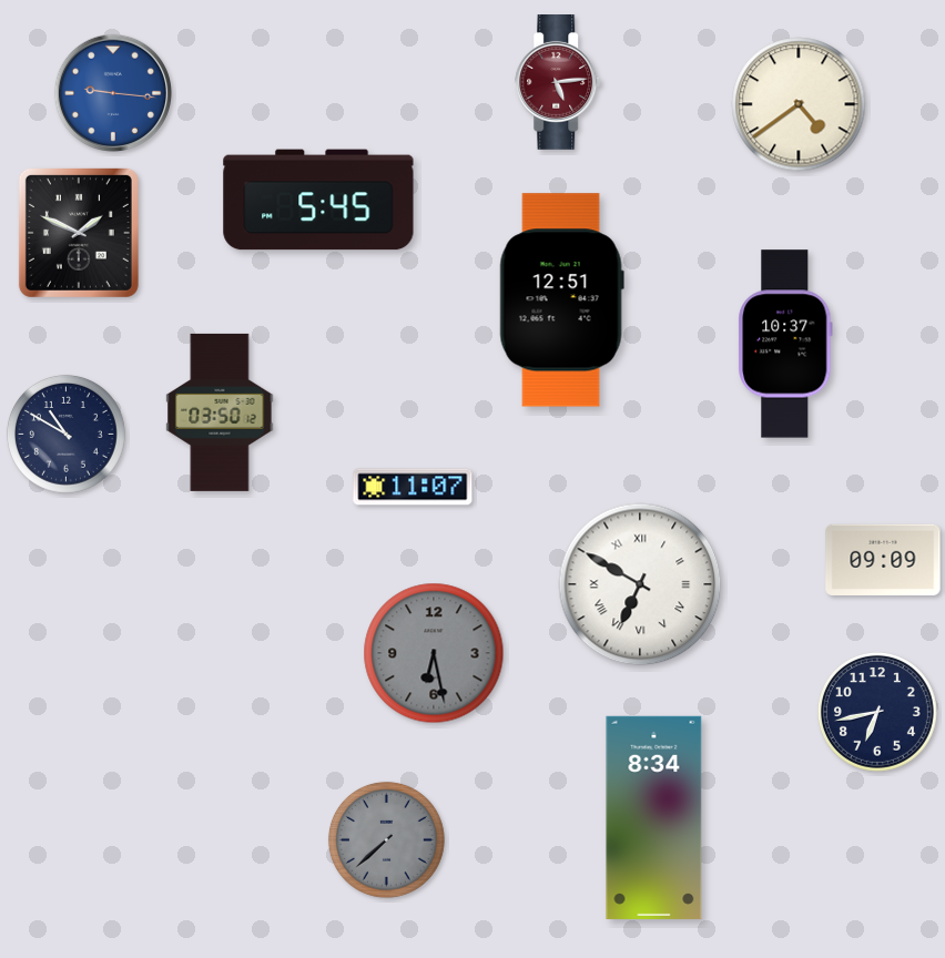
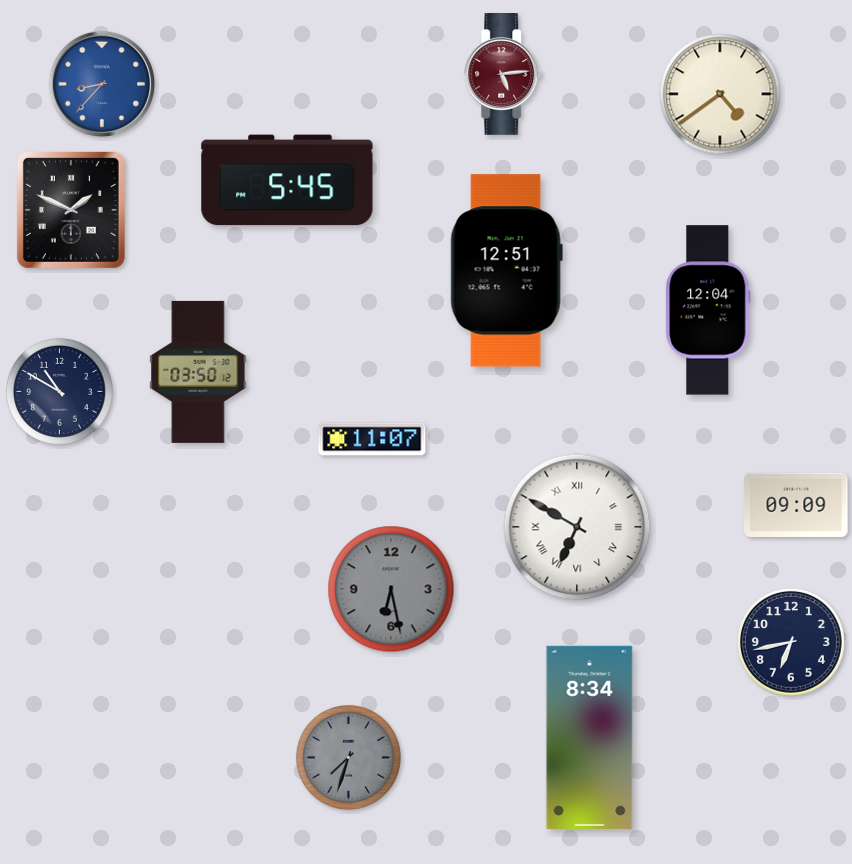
clock at (112, 92): 9:16 -> 8:37
clock at (785, 344): 10:37 -> 12:04
clock at (386, 839): 7:38 -> 7:33
